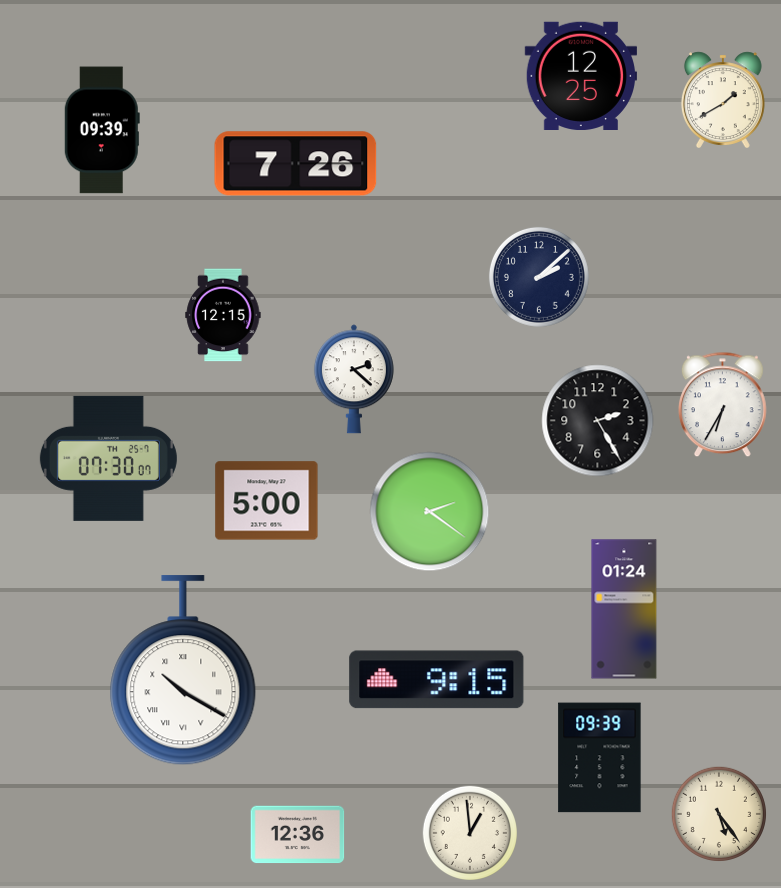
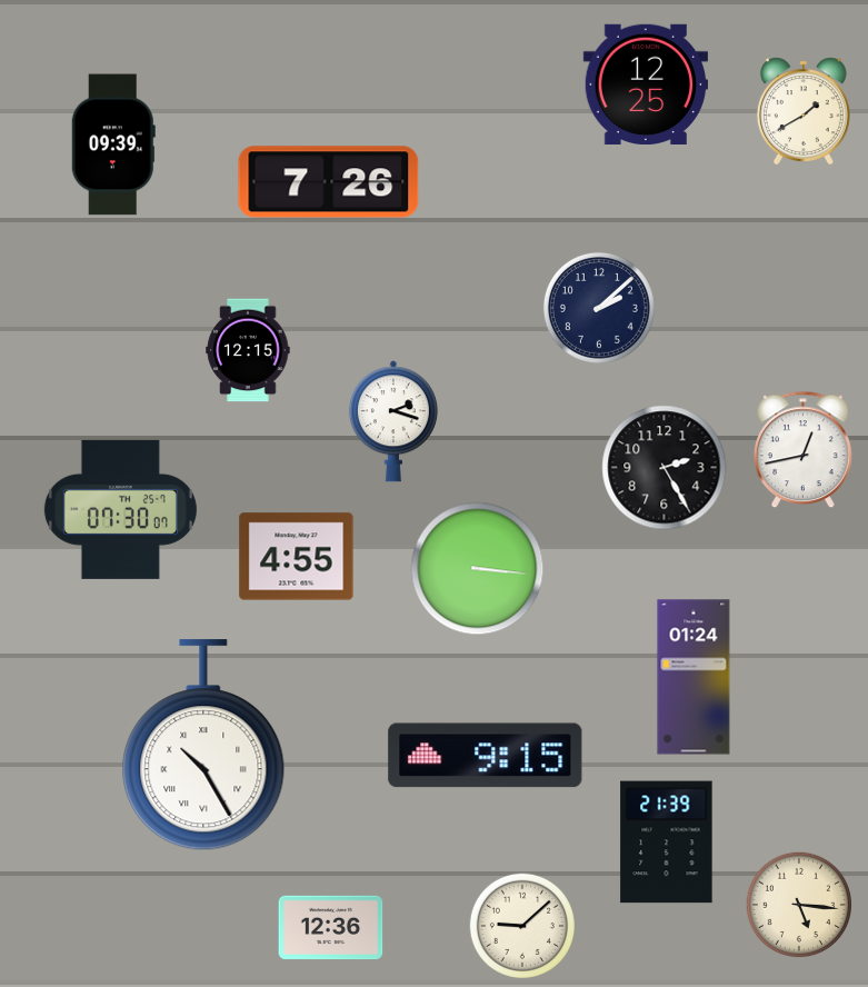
clock at (354, 379): 2:22 -> 2:18
clock at (722, 405): 6:35 -> 12:43
clock at (267, 501): 5:00 -> 4:55
clock at (430, 512): 2:21 -> 3:16
clock at (183, 671): 10:20 -> 10:25
clock at (600, 758): 09:39 -> 21:39
clock at (719, 814): 5:24 -> 5:16
clock at (470, 833): 12:59 -> 9:08
